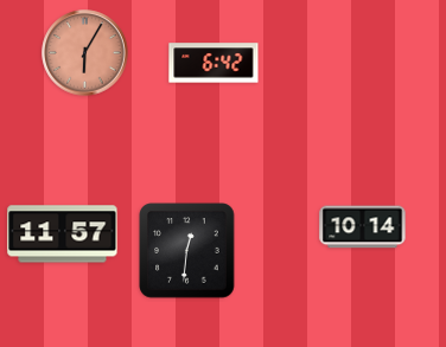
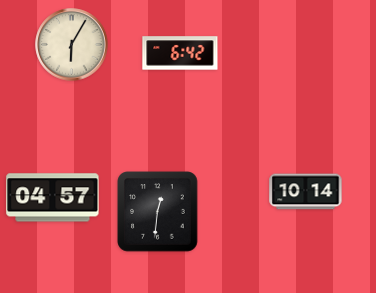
clock at (85, 53) dial: salmon -> cream
clock at (63, 234): 11:57 -> 04:57
